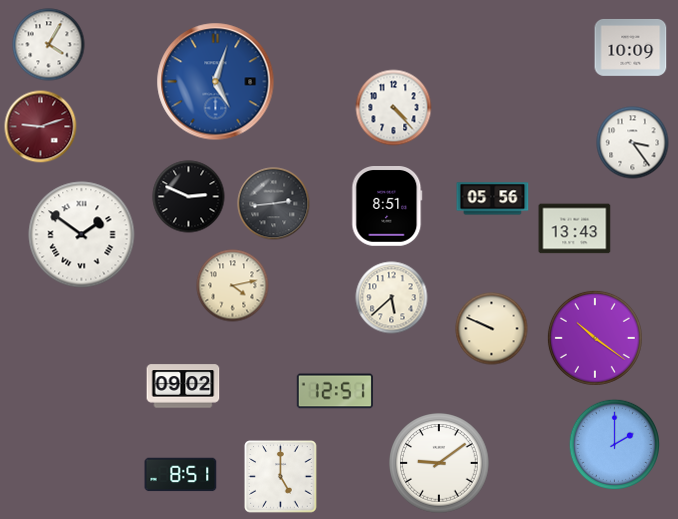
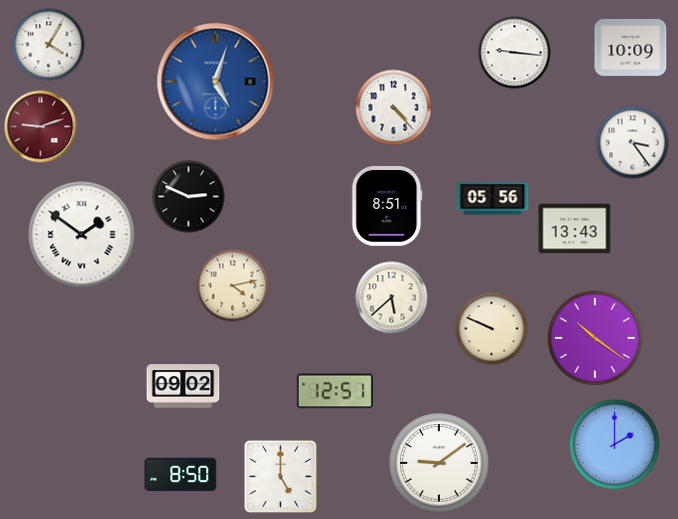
clock at (515, 53): none -> 9:16
clock at (274, 204): 2:44 -> none
clock at (181, 475): 8:51 -> 8:50
